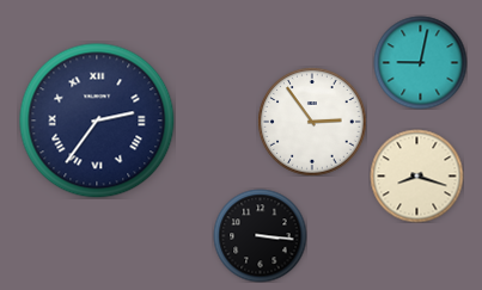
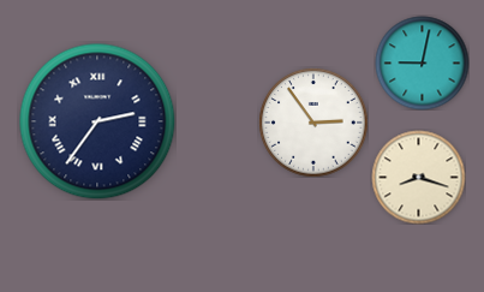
clock at (260, 235): 3:16 -> none
